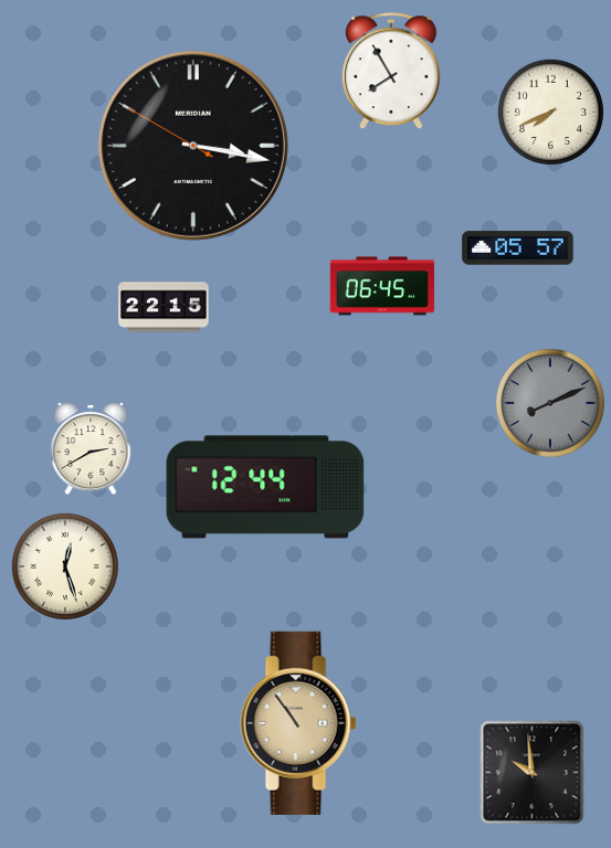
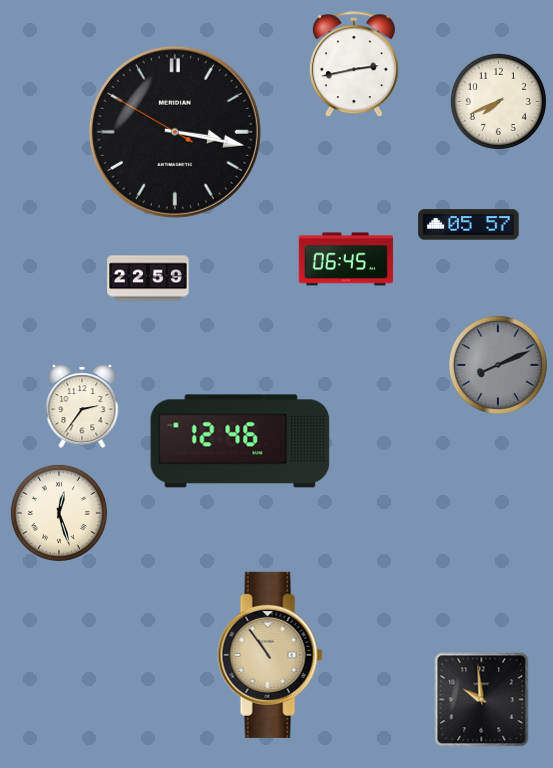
clock at (391, 72): 7:55 -> 2:43
clock at (164, 307): 22:15 -> 22:59
clock at (91, 448): 2:40 -> 2:36
clock at (265, 487): 12:44 -> 12:46
